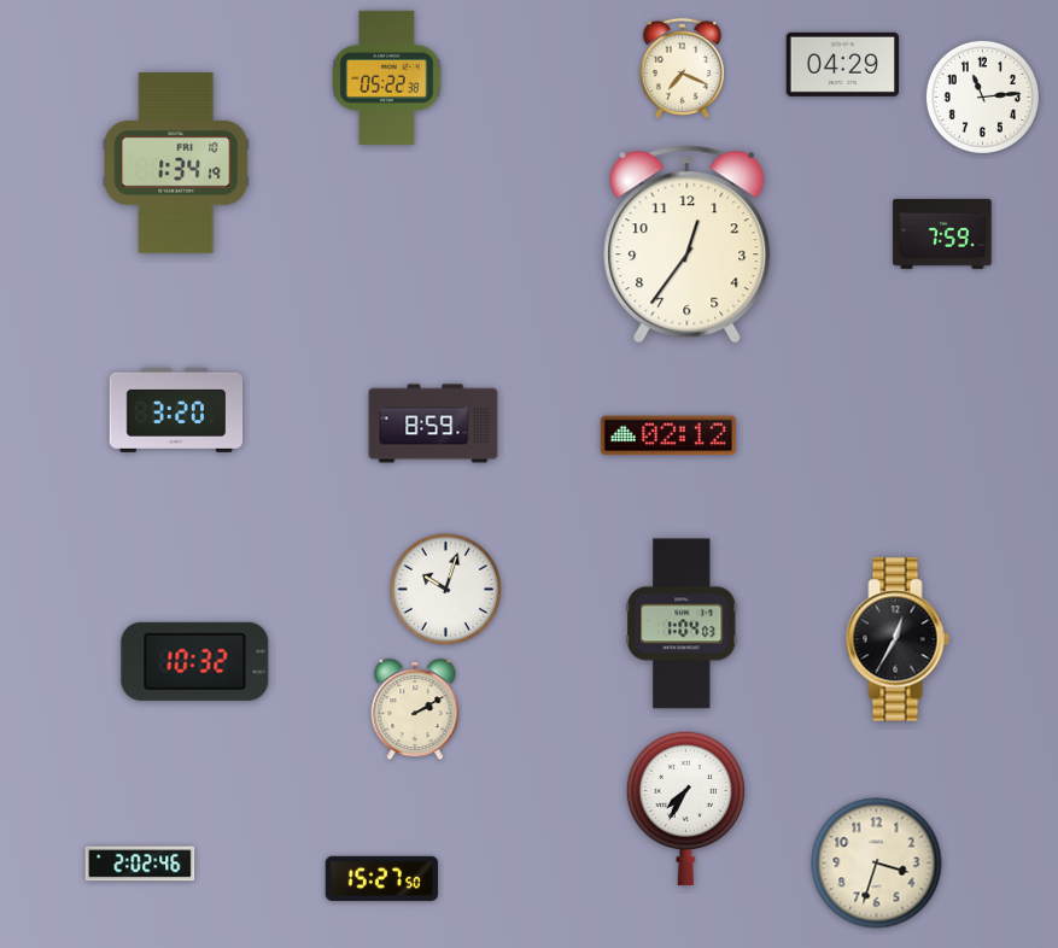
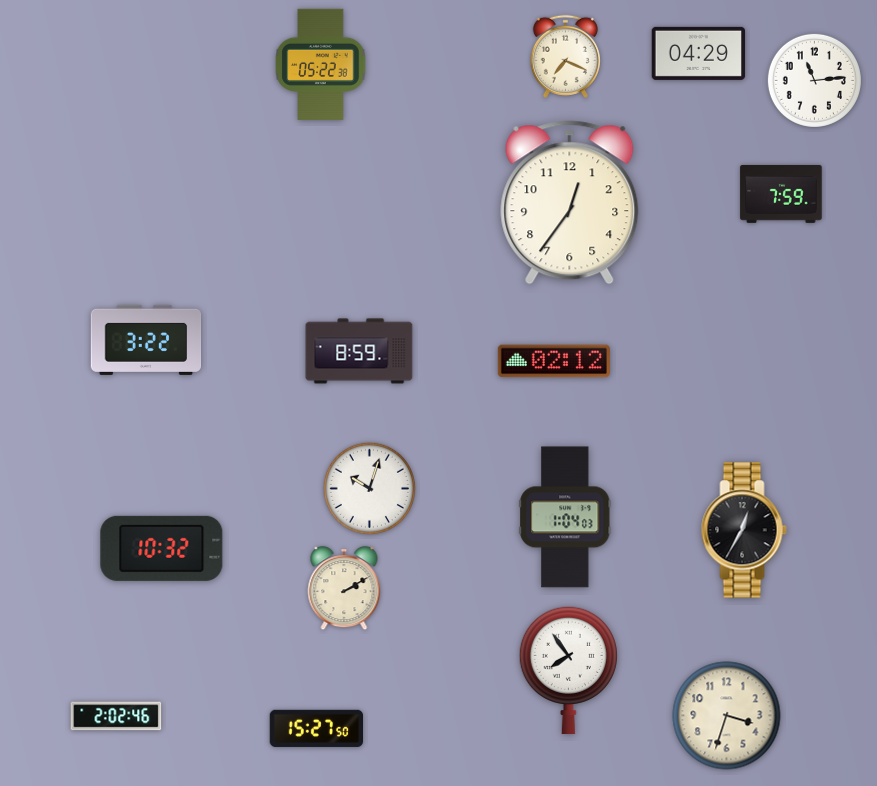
clock at (176, 163): 1:34 -> none
clock at (176, 410): 3:20 -> 3:22
clock at (685, 808): 7:35 -> 7:54
